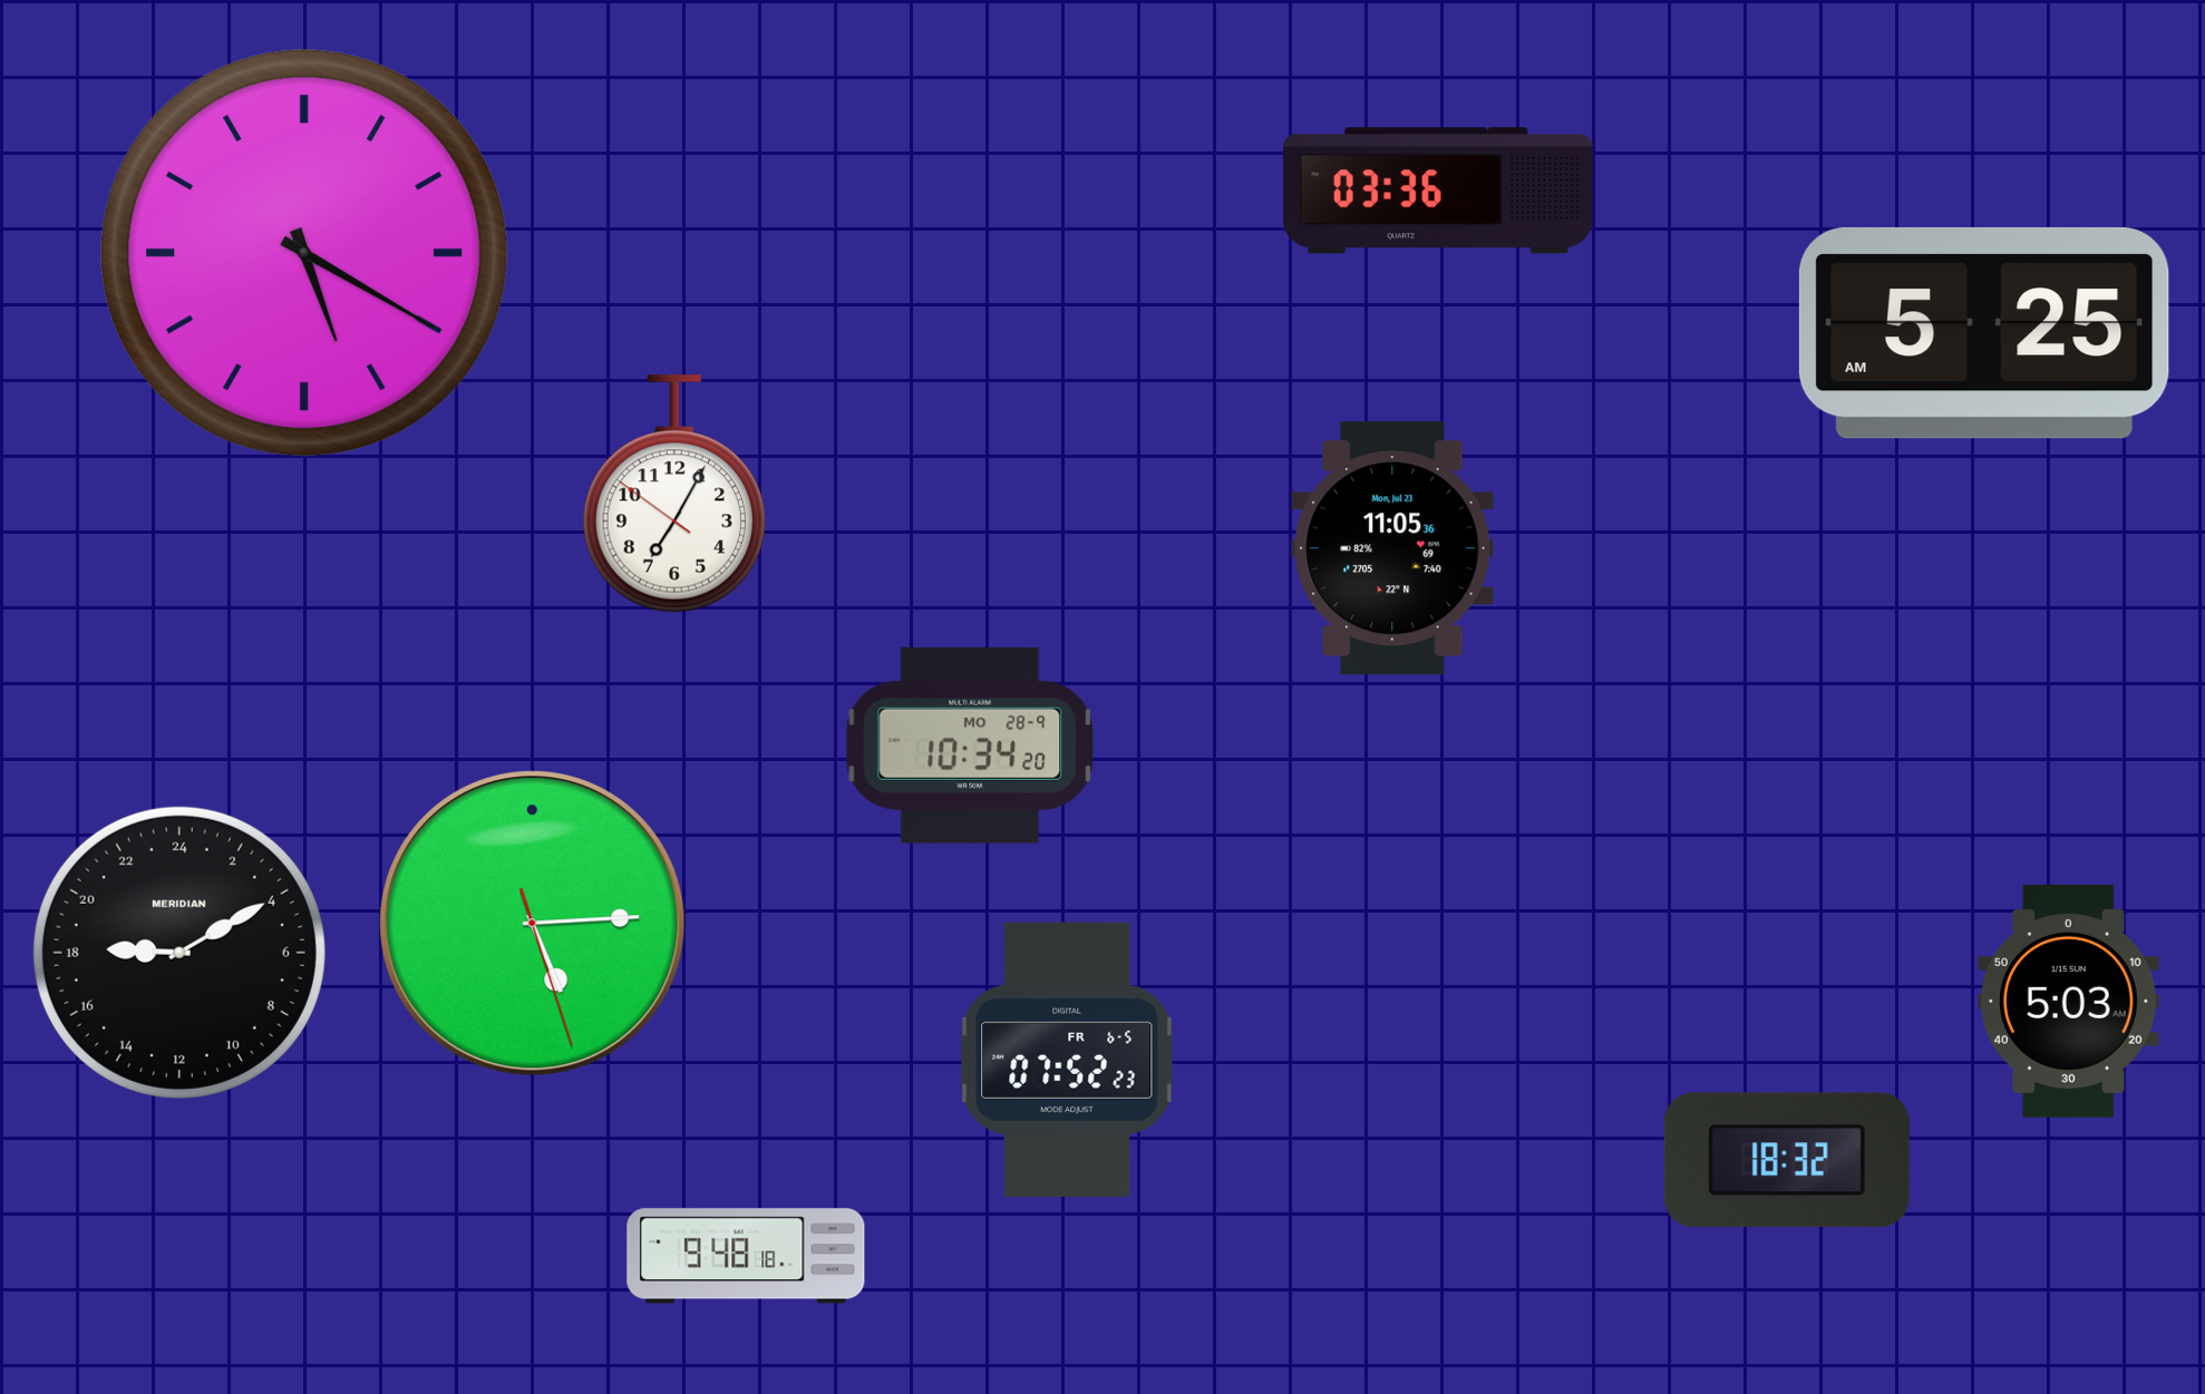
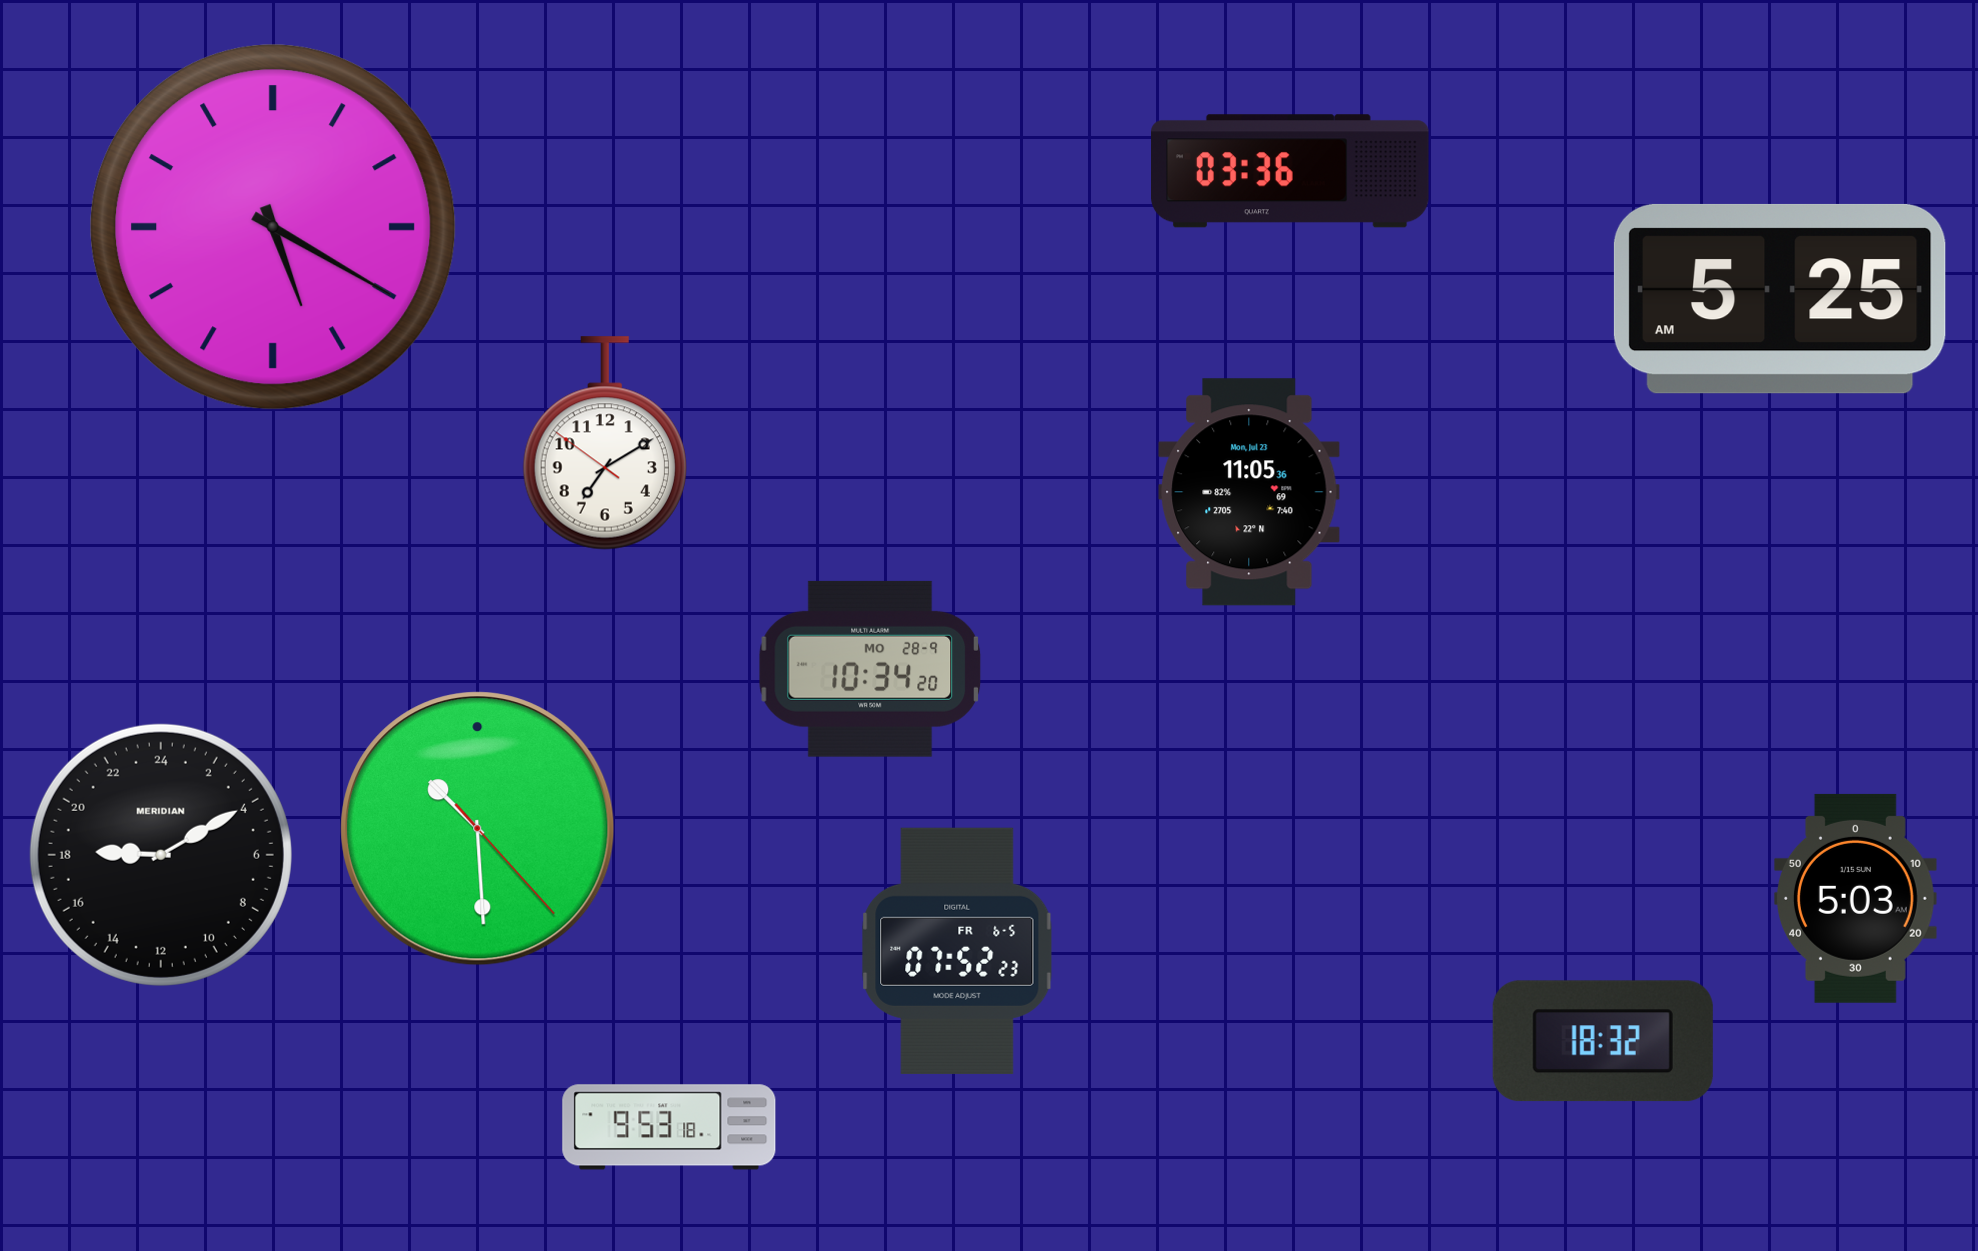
clock at (674, 494): 7:04 -> 7:09
clock at (533, 924): 5:14 -> 10:29
clock at (746, 1256): 9:48 -> 9:53
